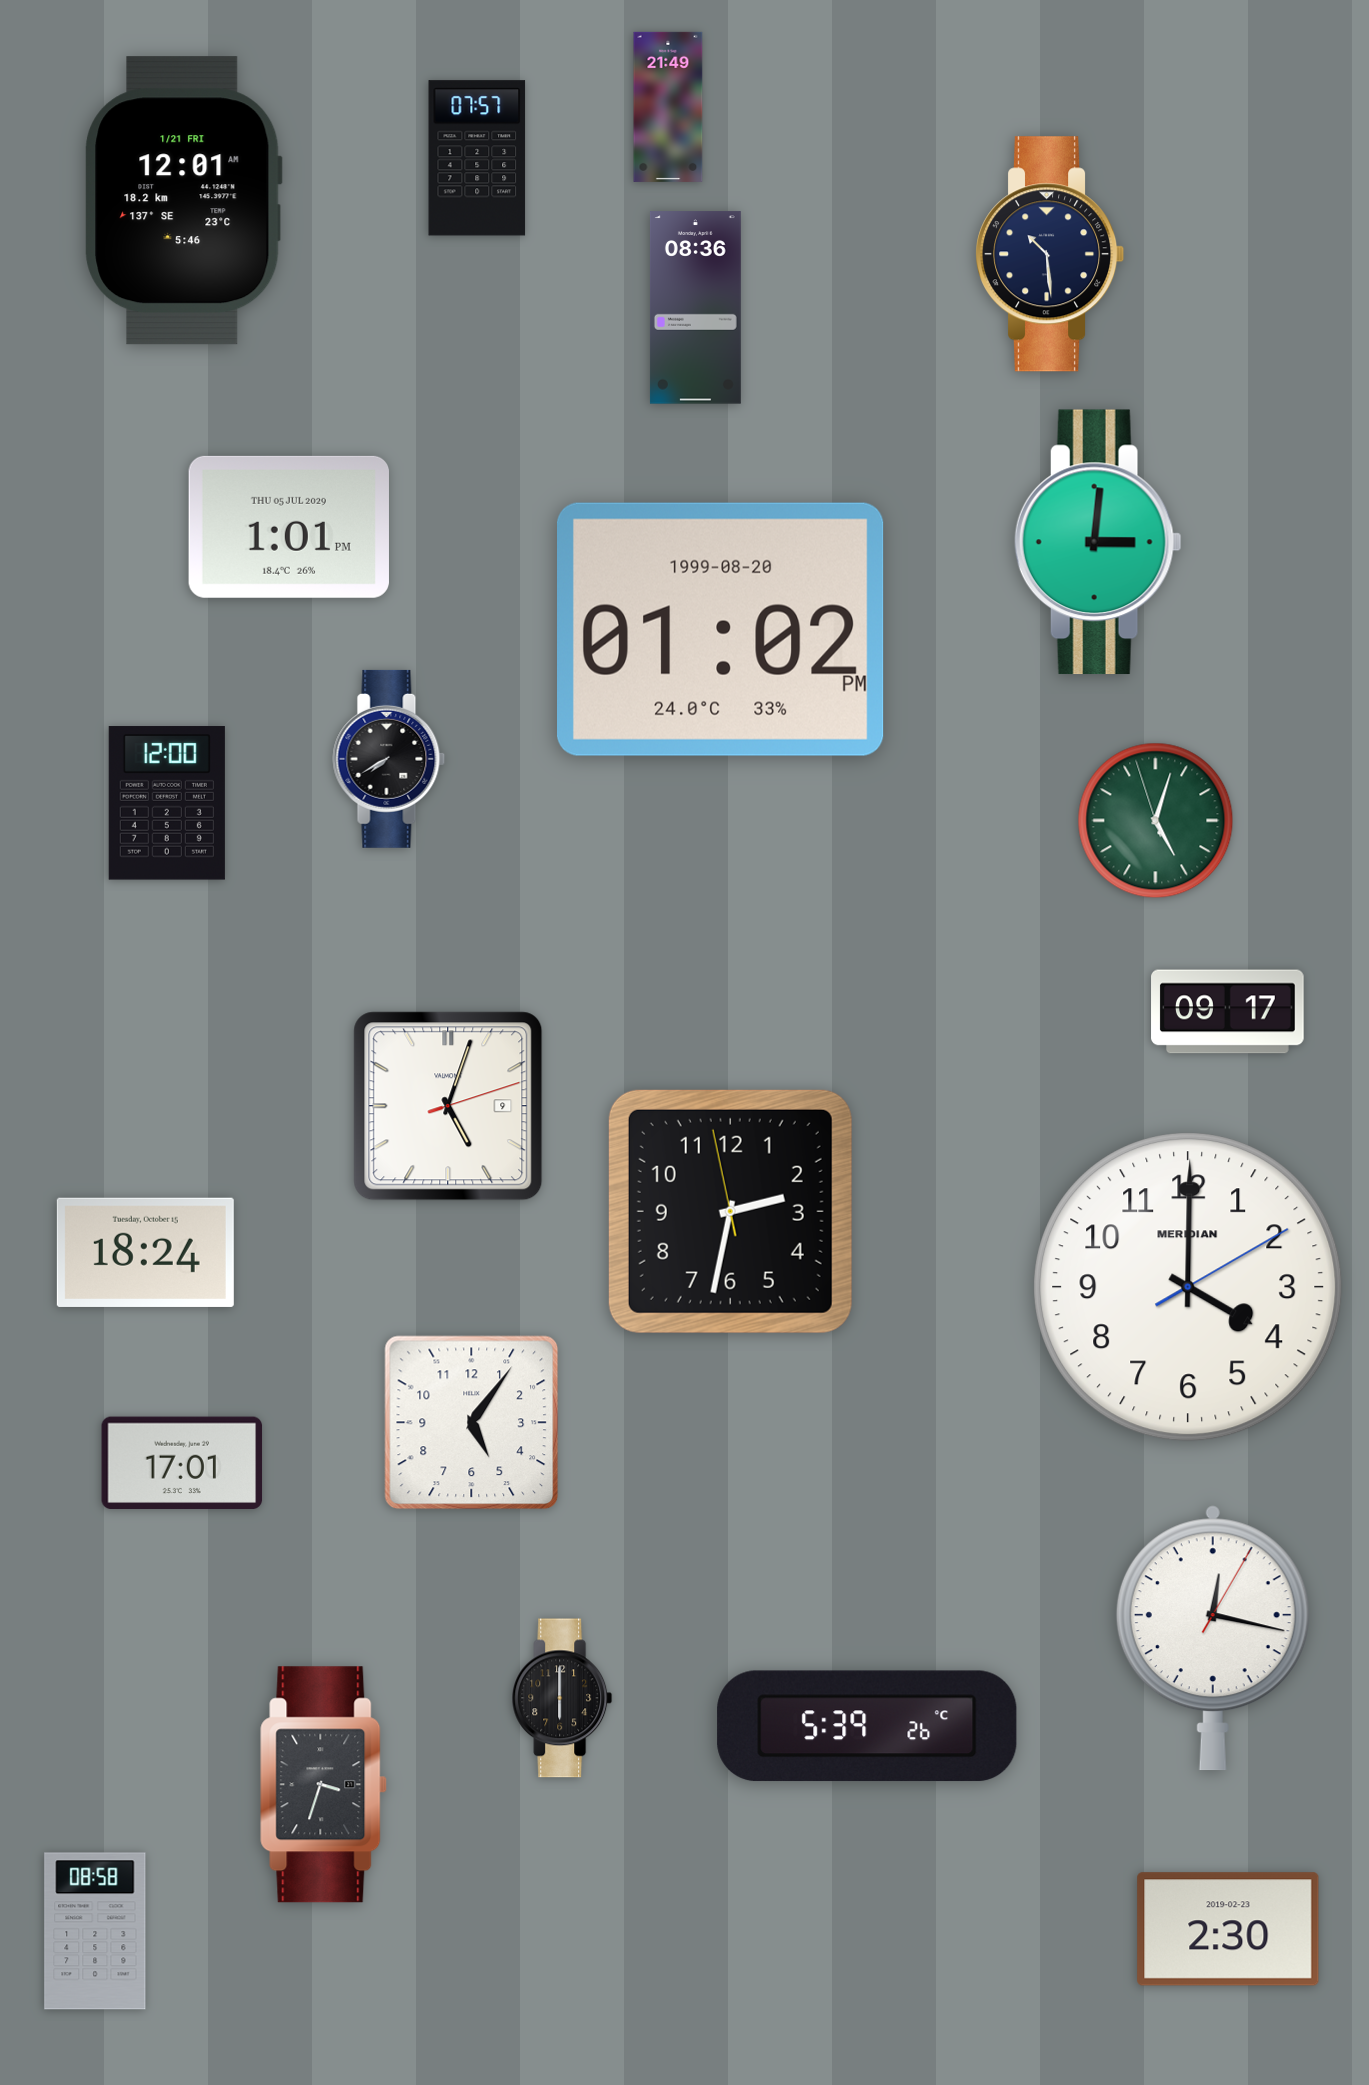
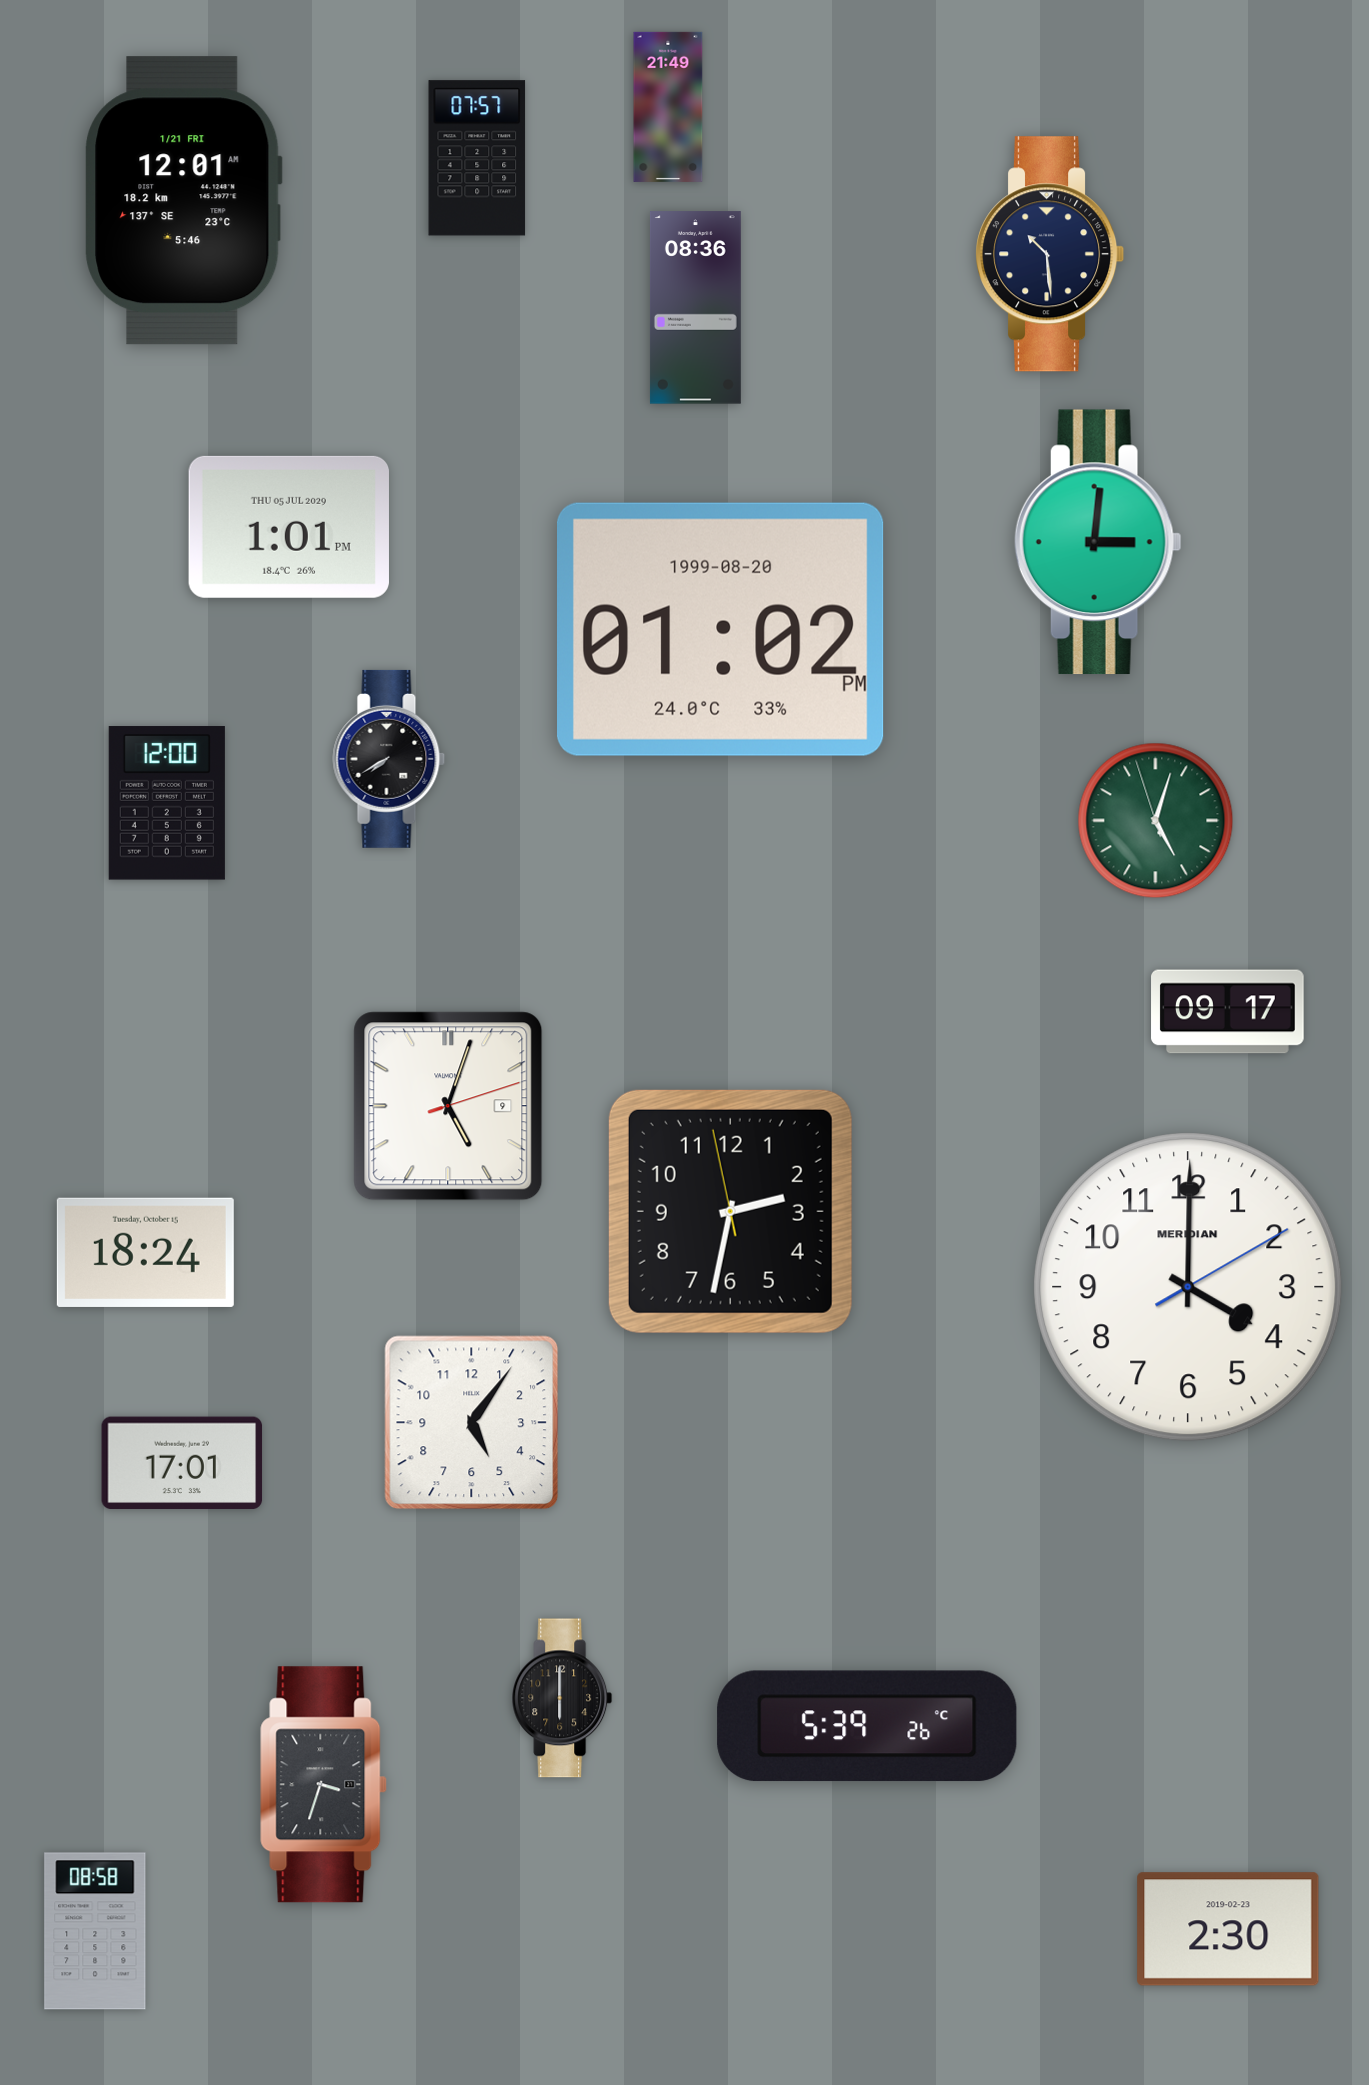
clock at (1213, 1638): 12:17 -> none
